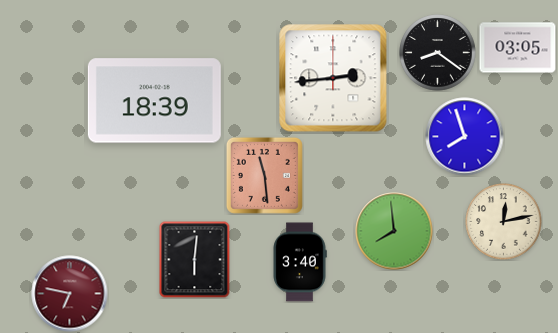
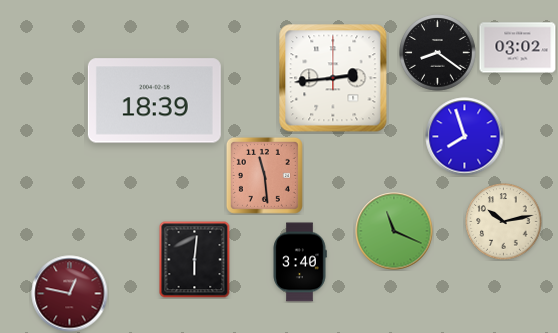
clock at (518, 48): 03:05 -> 03:02
clock at (504, 222): 12:13 -> 10:13
clock at (394, 231): 7:59 -> 11:19
clock at (70, 294): 6:47 -> 12:47
